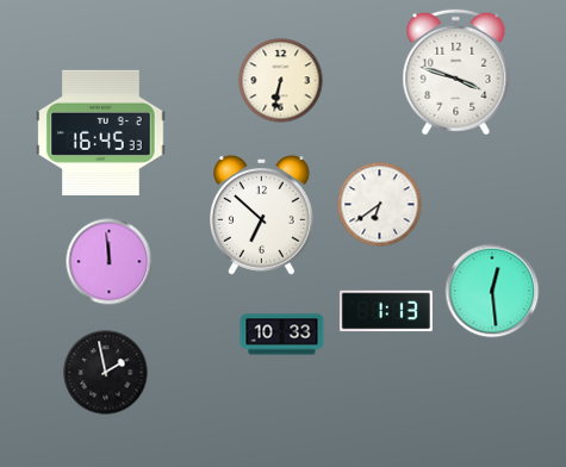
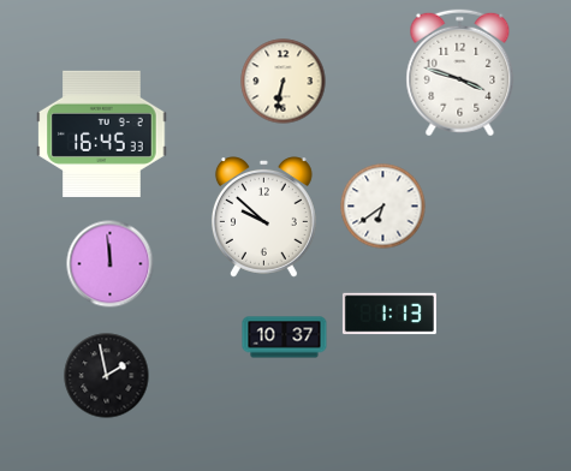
clock at (261, 216): 6:52 -> 9:52
clock at (492, 291): 12:29 -> none
clock at (282, 335): 10:33 -> 10:37
